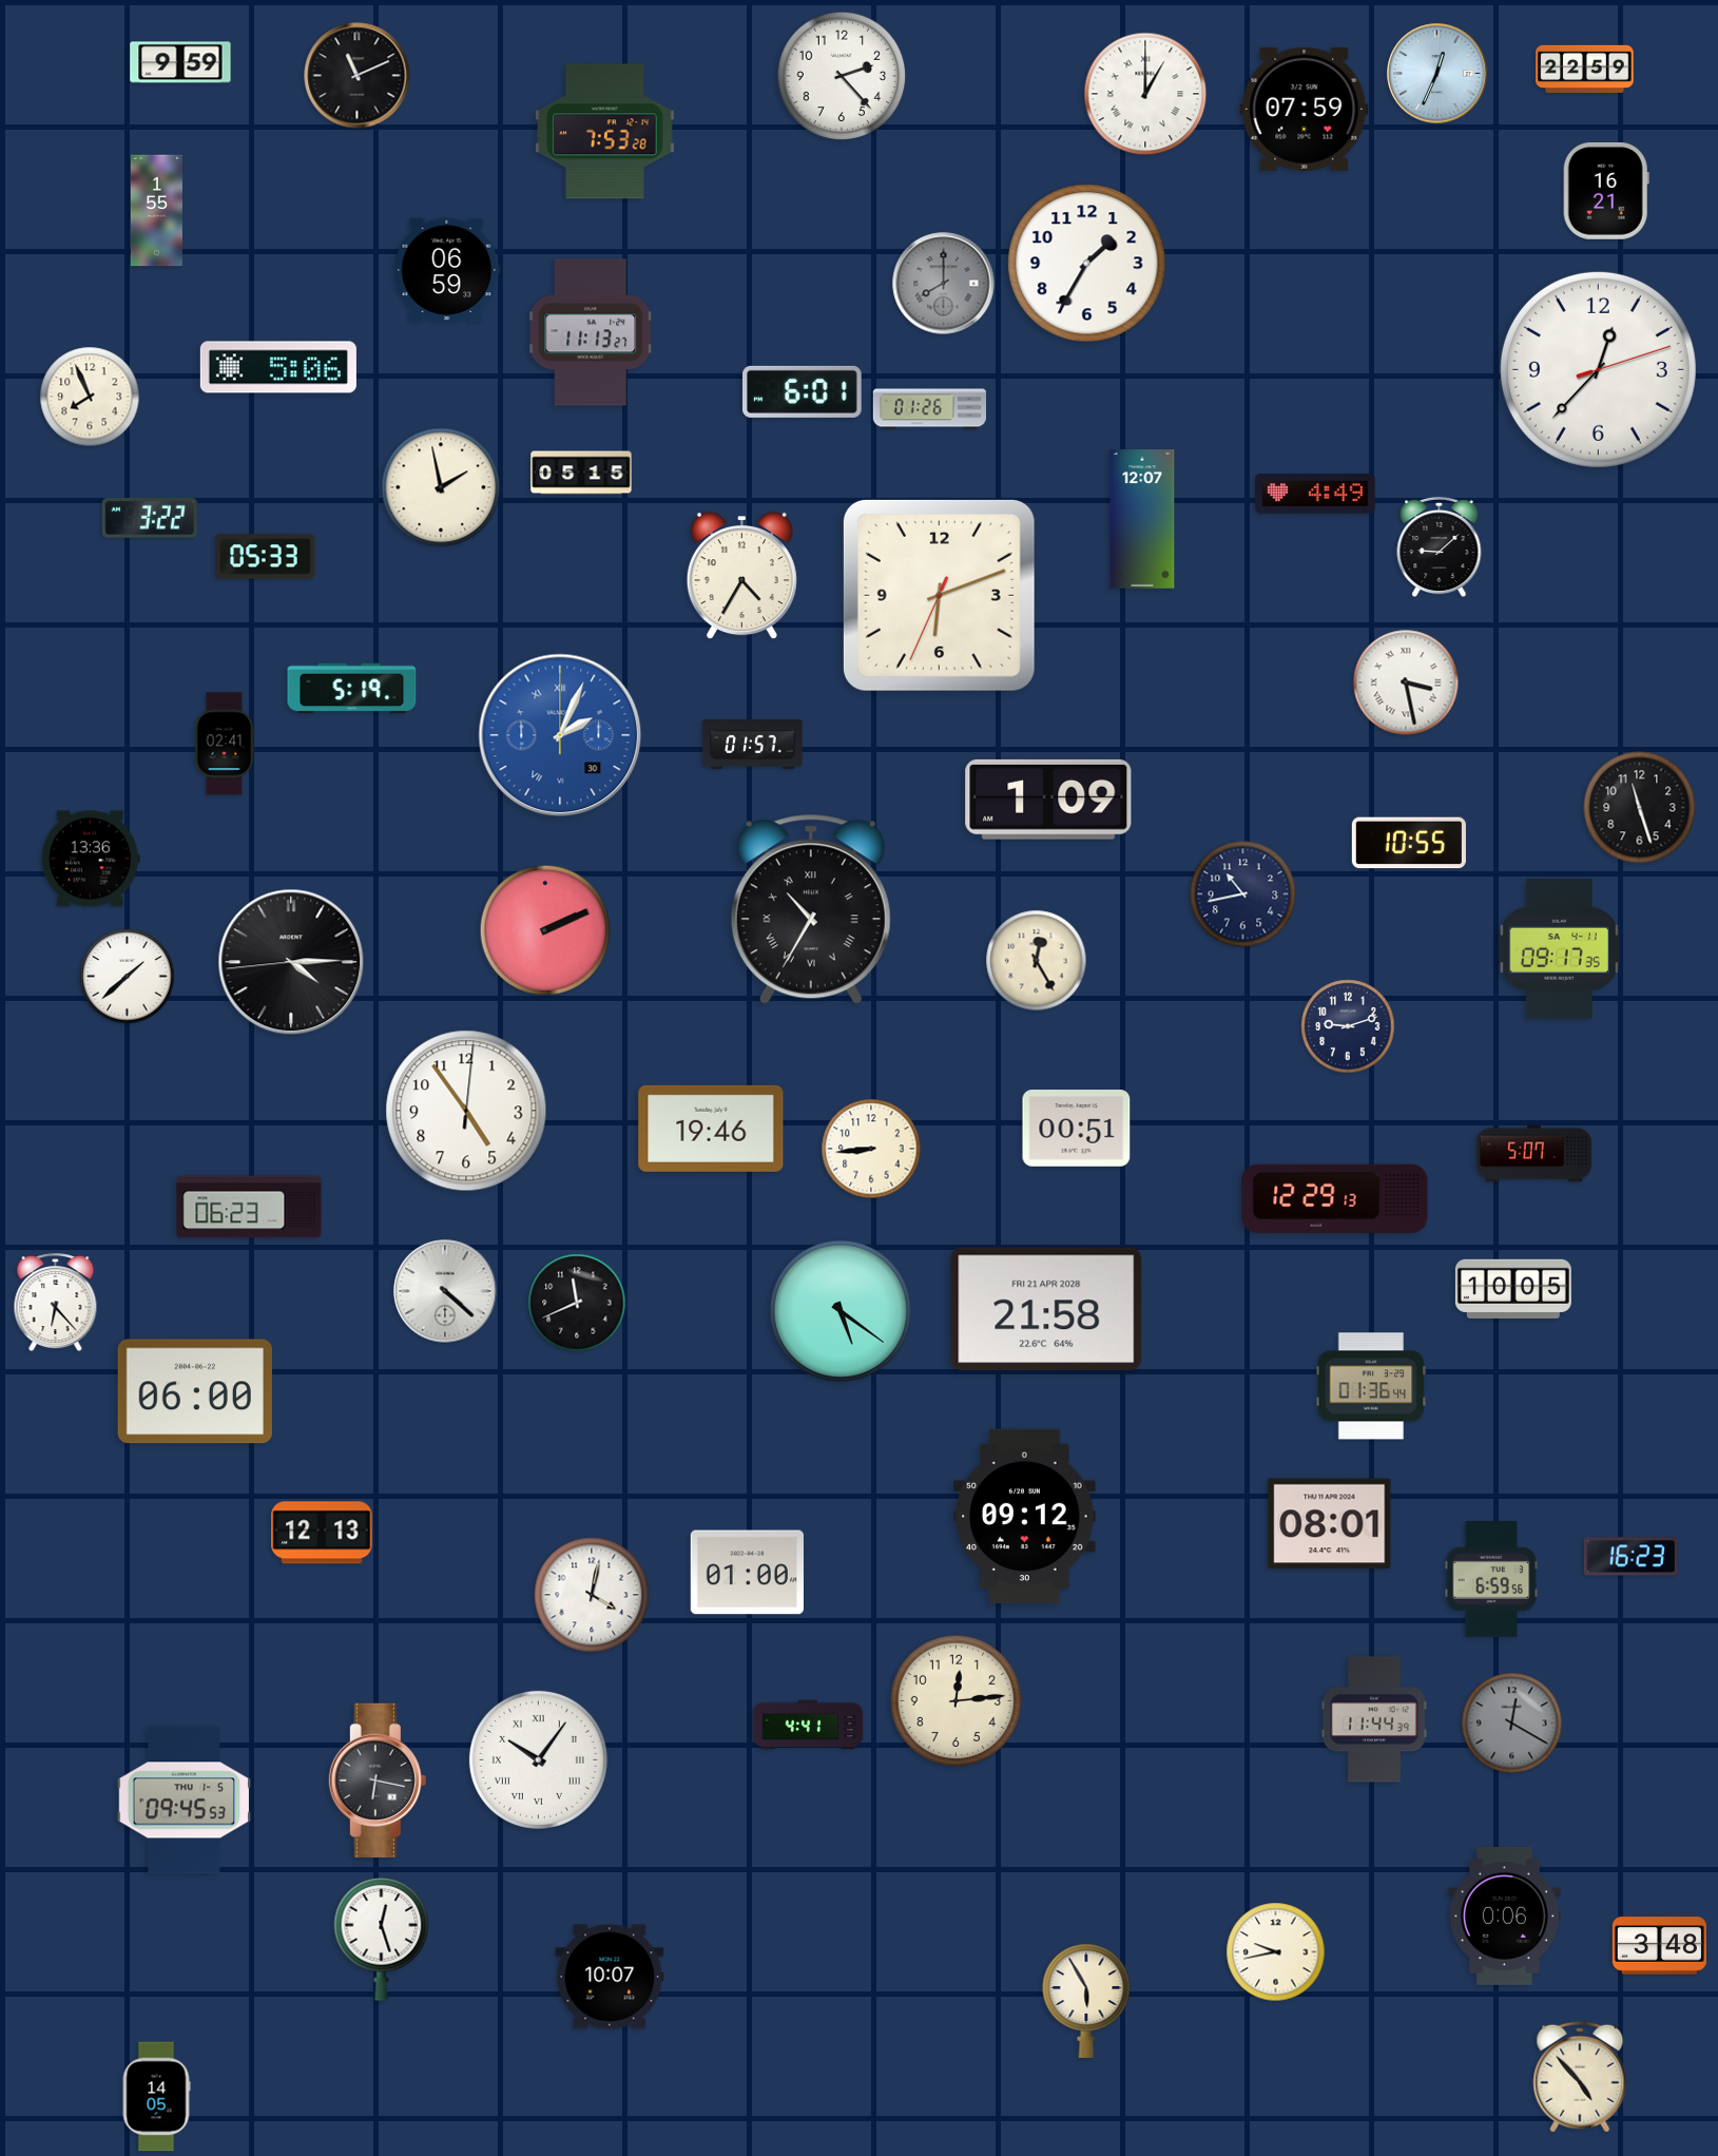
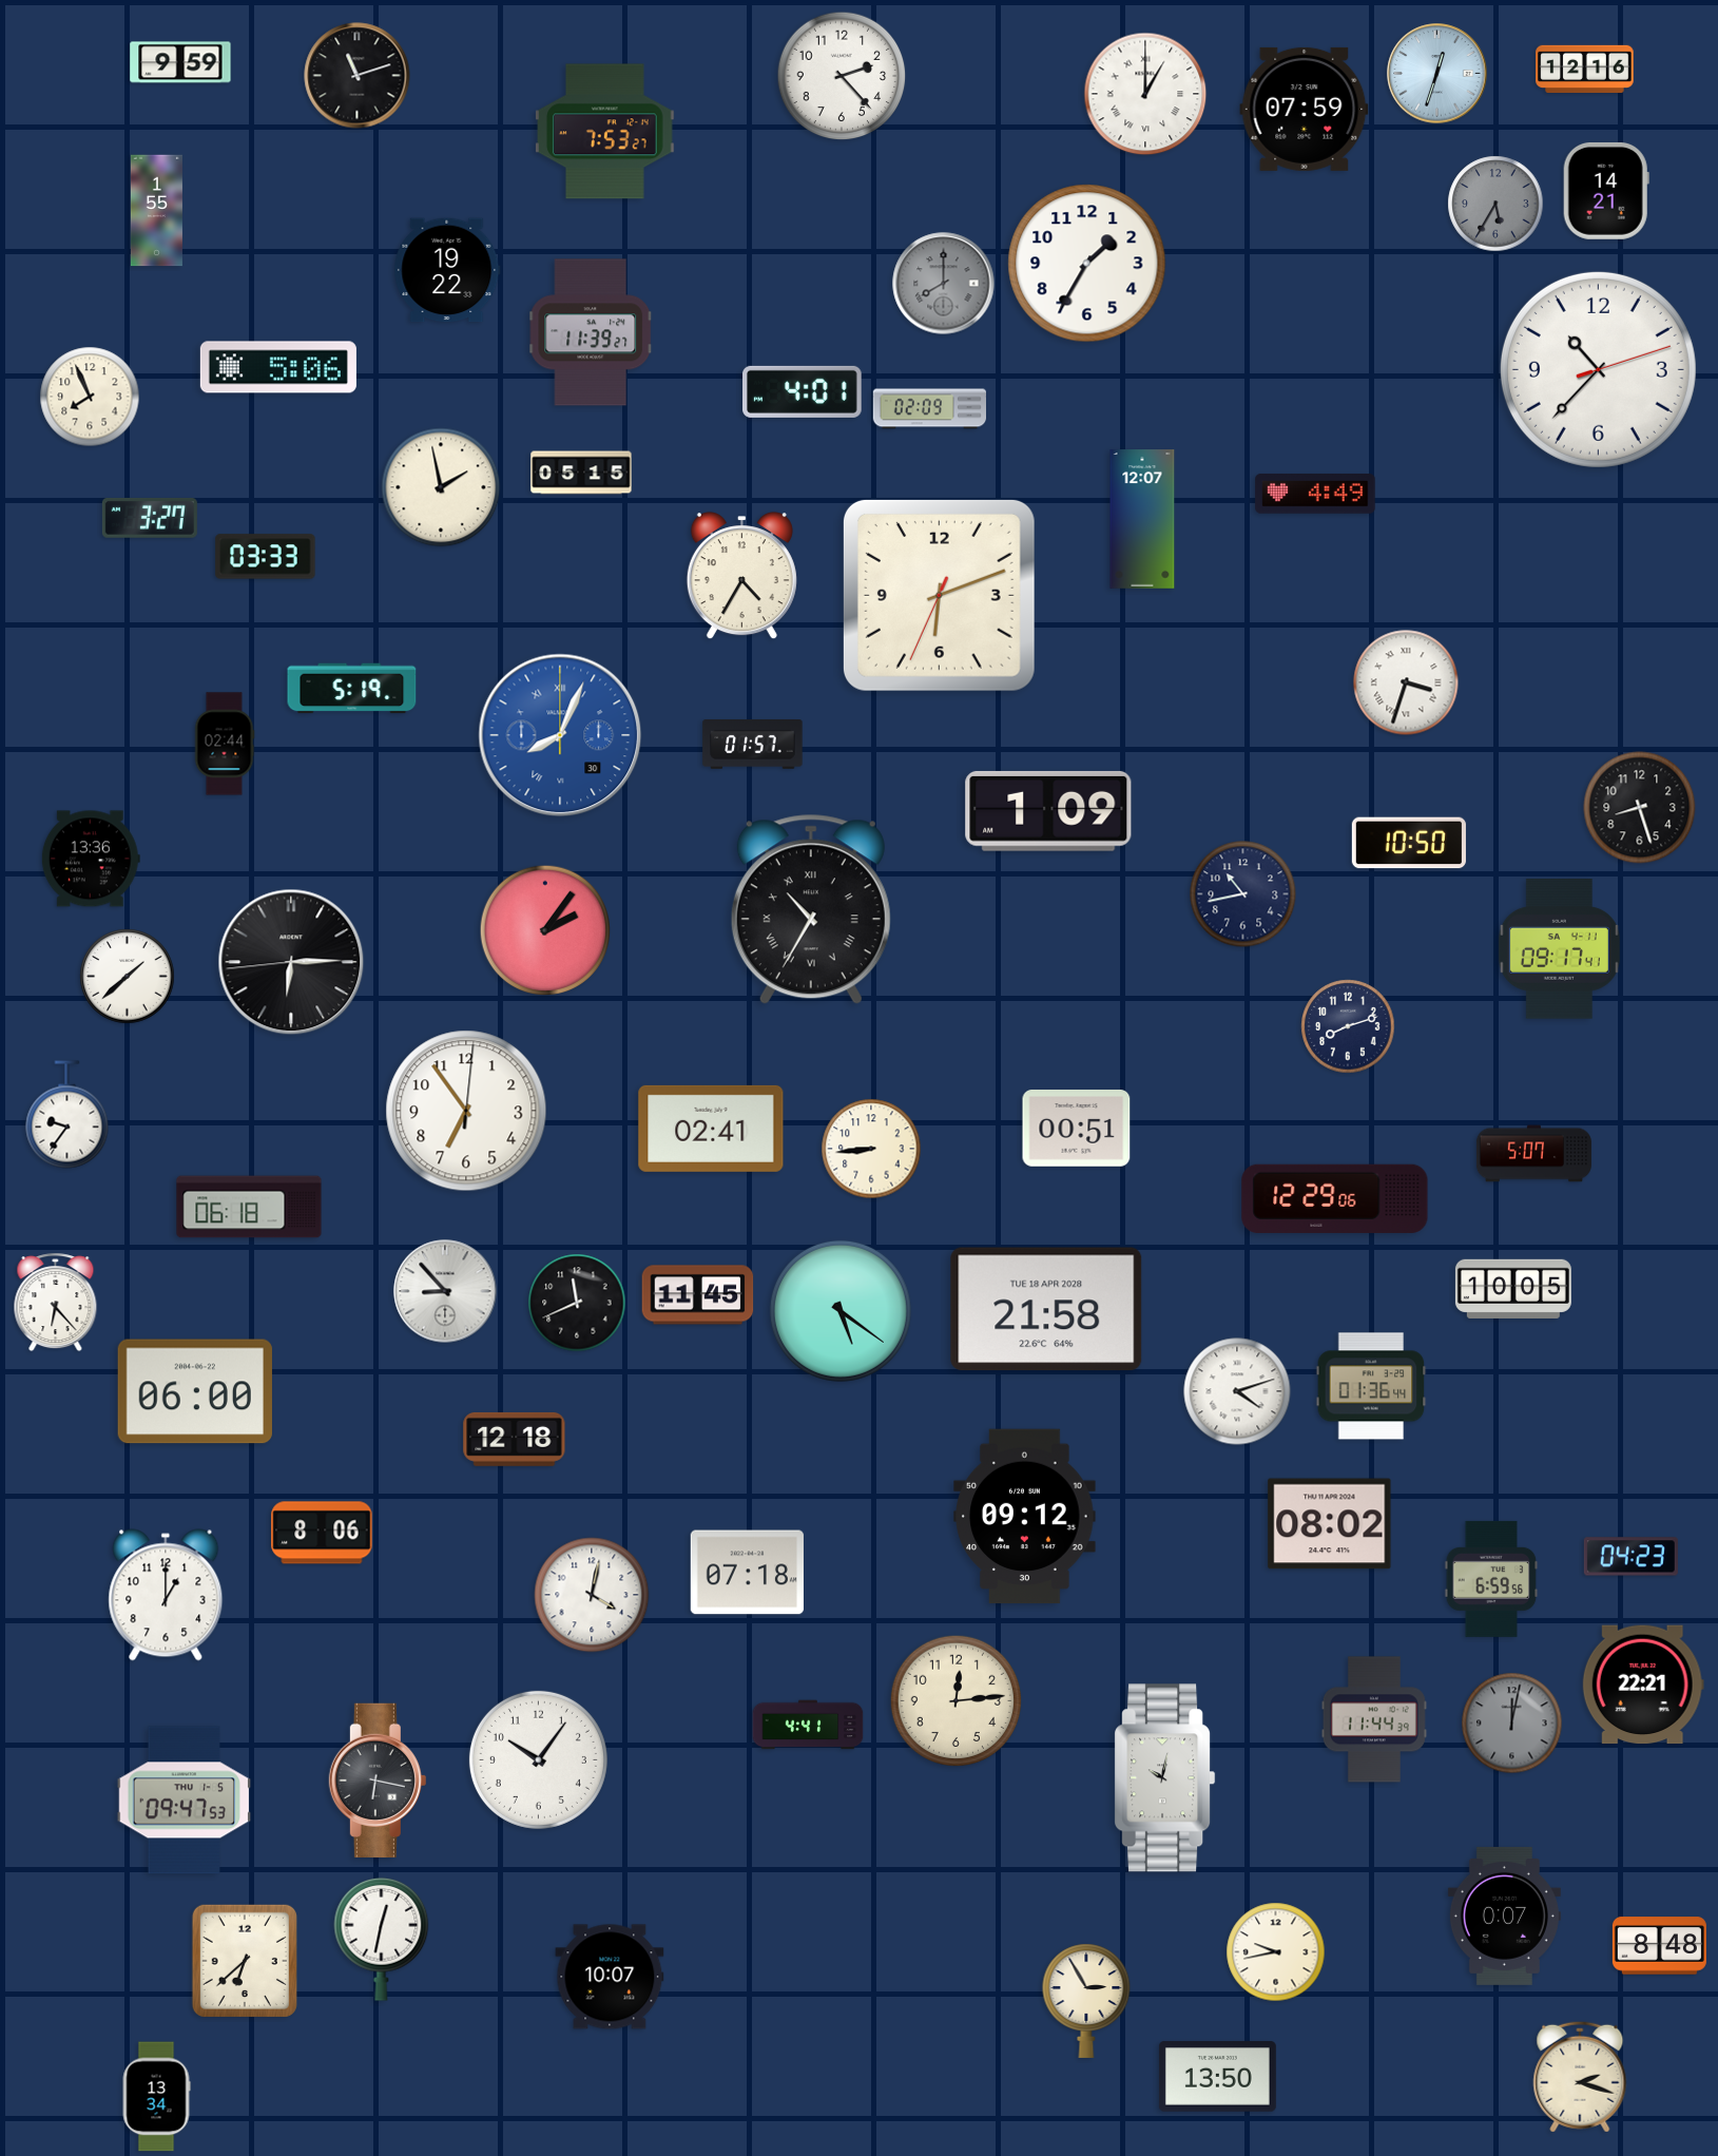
clock at (1585, 69): 22:59 -> 12:16
clock at (1437, 74): 12:34 -> 12:33
clock at (358, 76): 11:11 -> 11:12
clock at (605, 132): 7:53:28 -> 7:53:27
clock at (1606, 191): 16:21 -> 14:21
clock at (1495, 204): none -> 5:35
clock at (447, 270): 06:59 -> 19:22
clock at (592, 332): 11:13 -> 11:39
clock at (1598, 369): 12:37 -> 10:37
clock at (803, 391): 6:01 -> 4:01
clock at (929, 409): 01:26 -> 02:09
clock at (150, 519): 3:22 -> 3:27
clock at (1440, 547): 9:08 -> none
clock at (266, 557): 05:33 -> 03:33
clock at (1406, 682): 3:28 -> 3:33
clock at (560, 735): 2:04 -> 8:04
clock at (225, 744): 02:41 -> 02:44
clock at (1048, 800) position: (1048, 800) -> (1048, 811)
clock at (1640, 808): 11:27 -> 8:27
clock at (1409, 843): 10:55 -> 10:50
clock at (545, 930): 2:11 -> 2:06
clock at (1559, 949): 09:17:35 -> 09:17:41
clock at (1037, 961): 12:25 -> none
clock at (291, 962): 4:14 -> 6:14
clock at (1348, 1026): 9:12 -> 8:12
clock at (466, 1111): 4:54 -> 6:54
clock at (67, 1115): none -> 9:36
clock at (711, 1129): 19:46 -> 02:41
clock at (1335, 1198): 12:29:13 -> 12:29:06
clock at (249, 1207): 06:23 -> 06:18
clock at (445, 1291): 4:22 -> 8:53
clock at (698, 1295): none -> 11:45
clock at (1046, 1309) date: FRI 21 APR 2028 -> TUE 18 APR 2028
clock at (1237, 1391): none -> 4:12
clock at (515, 1439): none -> 12:18
clock at (1330, 1524): 08:01 -> 08:02
clock at (322, 1533): 12:13 -> 8:06
clock at (1630, 1557): 16:23 -> 04:23
clock at (747, 1573): 01:00 -> 07:18
clock at (166, 1595): none -> 1:00
clock at (1643, 1685): none -> 22:21
clock at (1512, 1724): 12:20 -> 12:02
clock at (538, 1759) numerals: Roman -> Arabic
clock at (1165, 1778): none -> 10:02
clock at (185, 1801): 09:45 -> 09:47
clock at (1504, 1916): 0:06 -> 0:07
clock at (382, 1939): 12:27 -> 12:32
clock at (1659, 1946): 3:48 -> 8:48
clock at (245, 1961): none -> 6:38
clock at (1086, 2001): 5:55 -> 2:55
clock at (1217, 2077): none -> 13:50
clock at (1580, 2077): 4:53 -> 2:18
clock at (156, 2097): 14:05 -> 13:34
